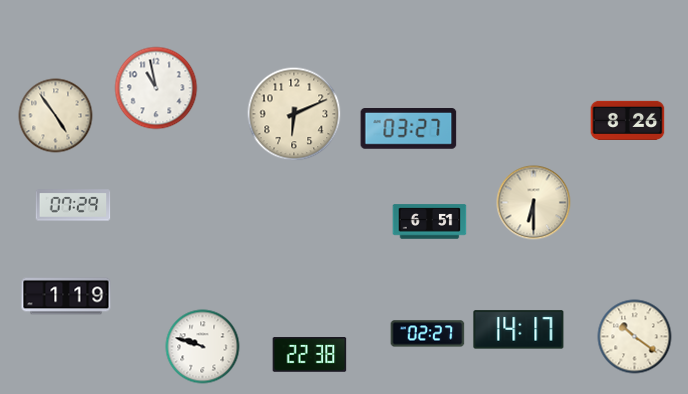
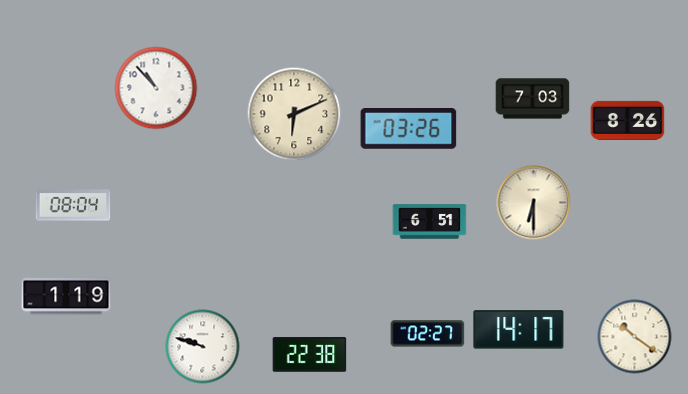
clock at (156, 88): 10:58 -> 10:53
clock at (533, 99): none -> 7:03
clock at (56, 116): 4:54 -> none
clock at (409, 129): 03:27 -> 03:26
clock at (73, 205): 07:29 -> 08:04
